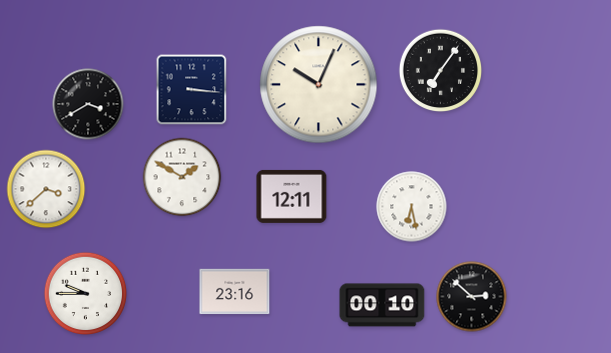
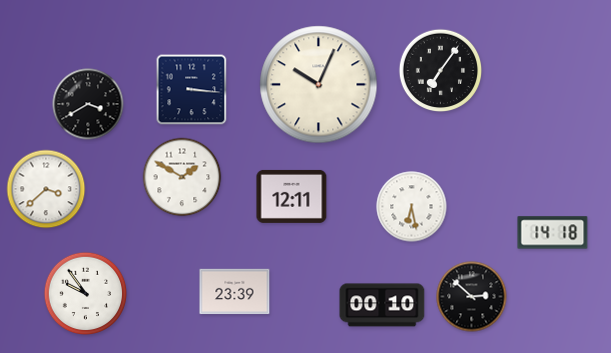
clock at (553, 233): none -> 14:18
clock at (235, 292): 23:16 -> 23:39
clock at (86, 294): 9:45 -> 9:54
